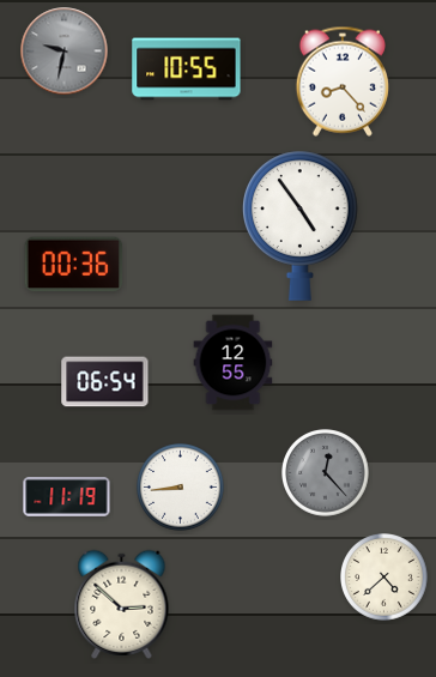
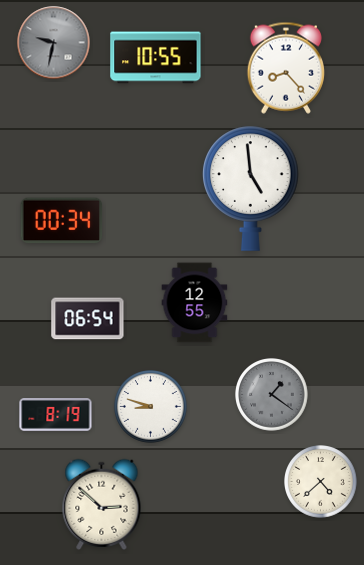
clock at (301, 225): 4:54 -> 4:59
clock at (74, 265): 00:36 -> 00:34
clock at (326, 473): 12:23 -> 1:21
clock at (181, 488): 8:44 -> 8:48
clock at (67, 497): 11:19 -> 8:19
